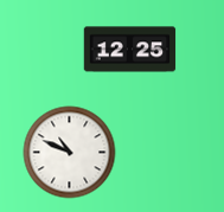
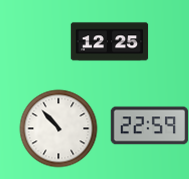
clock at (149, 126): none -> 22:59
clock at (69, 152): 10:49 -> 10:53
